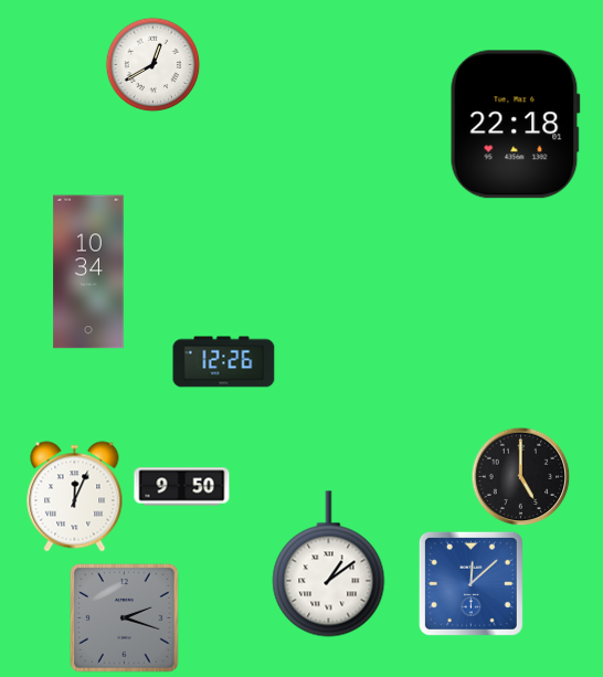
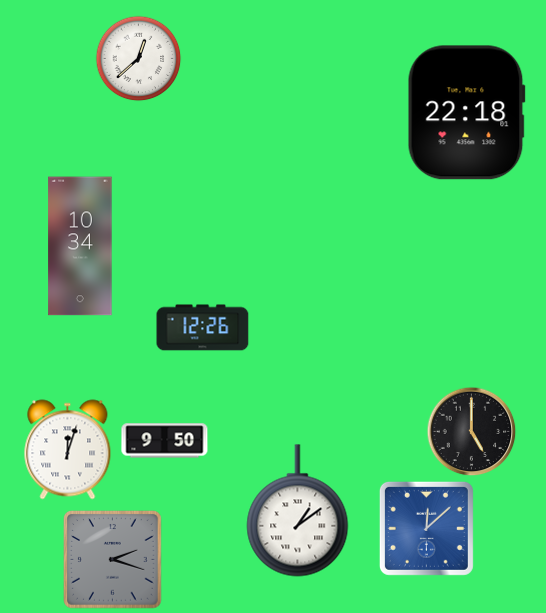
clock at (152, 64): 12:40 -> 12:38
clock at (75, 497): 12:04 -> 12:03
